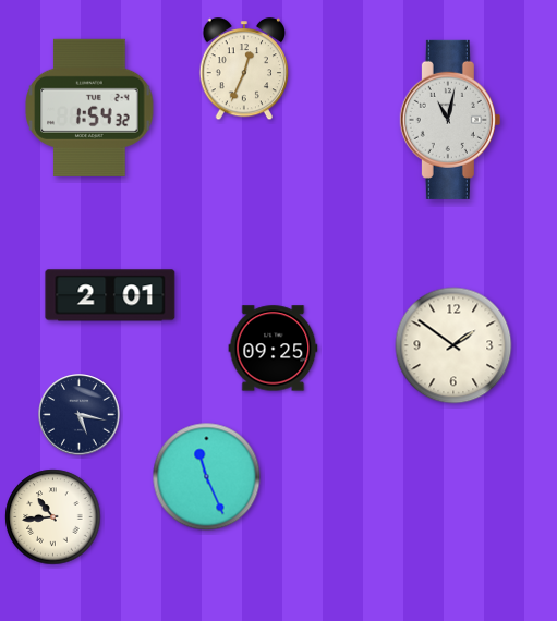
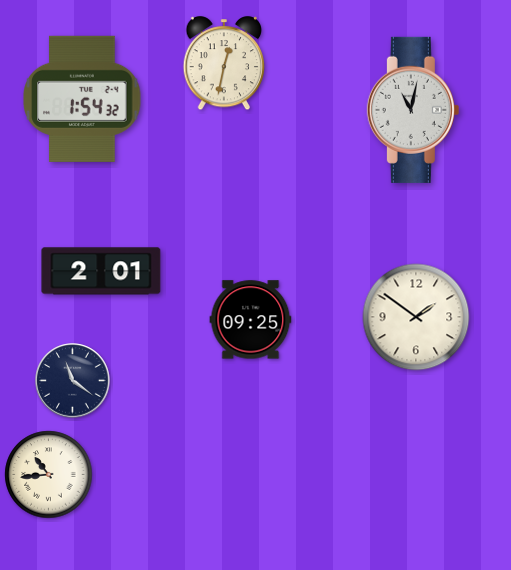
clock at (244, 70): 12:34 -> 12:32
clock at (80, 415): 5:17 -> 11:21
clock at (207, 477): 11:26 -> none
